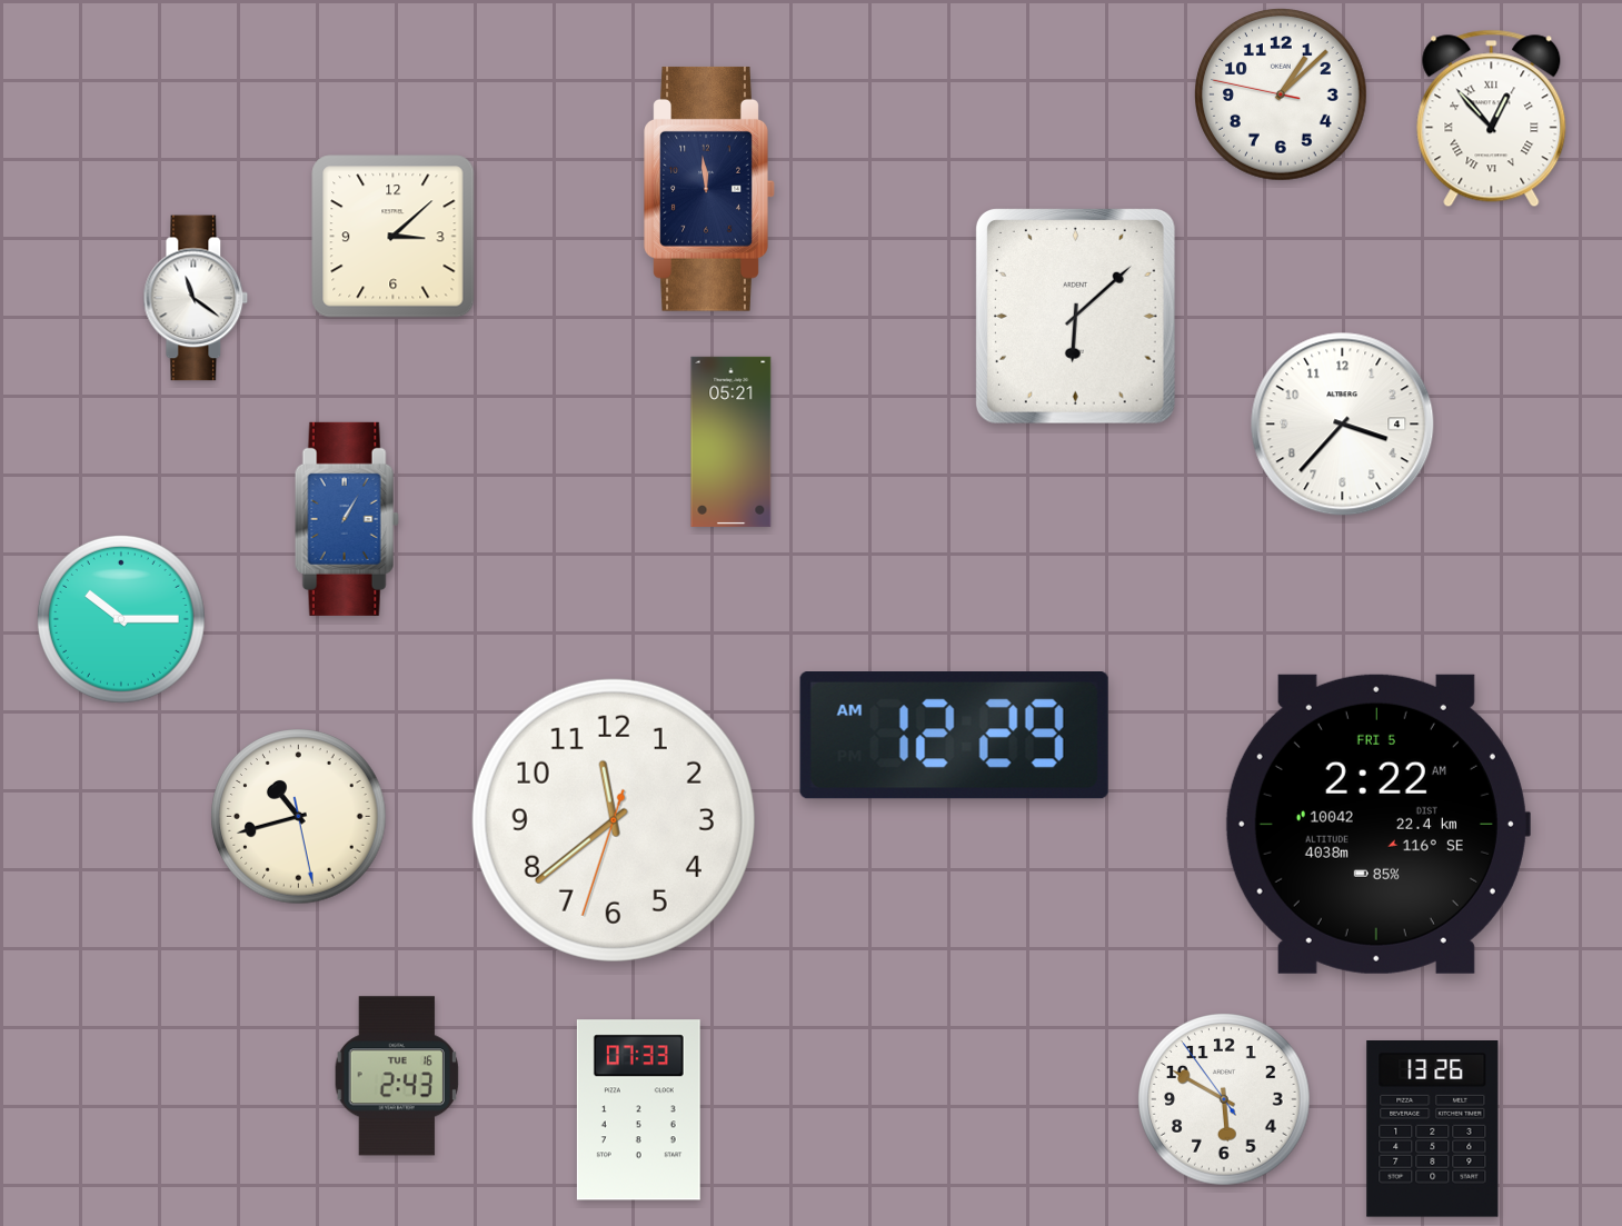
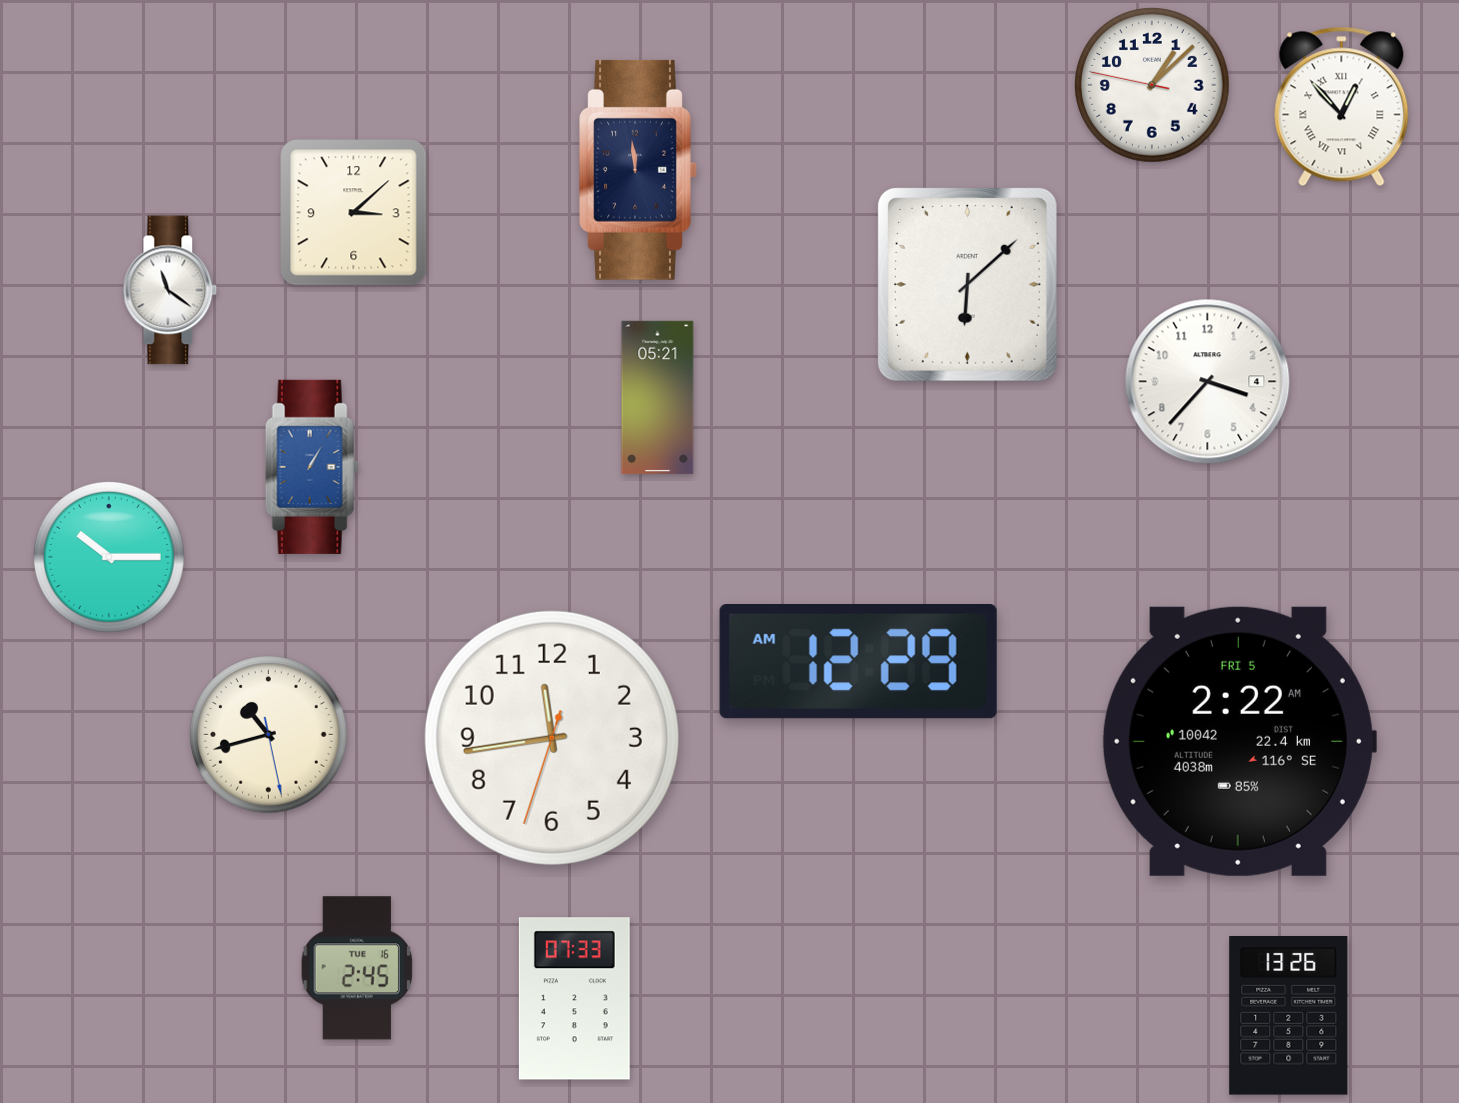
clock at (196, 298) position: (196, 298) -> (170, 290)
clock at (614, 820): 11:38 -> 11:43
clock at (397, 1076): 2:43 -> 2:45
clock at (1225, 1100): 5:49 -> none
